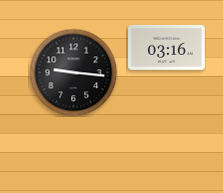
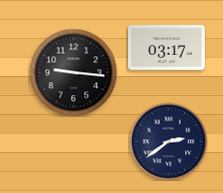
clock at (167, 47): 03:16 -> 03:17
clock at (168, 141): none -> 2:39
